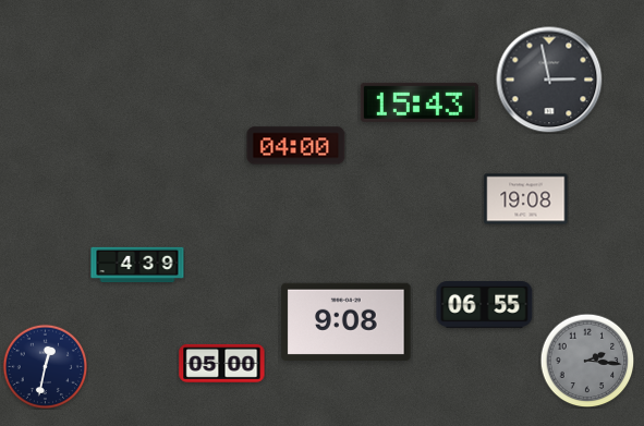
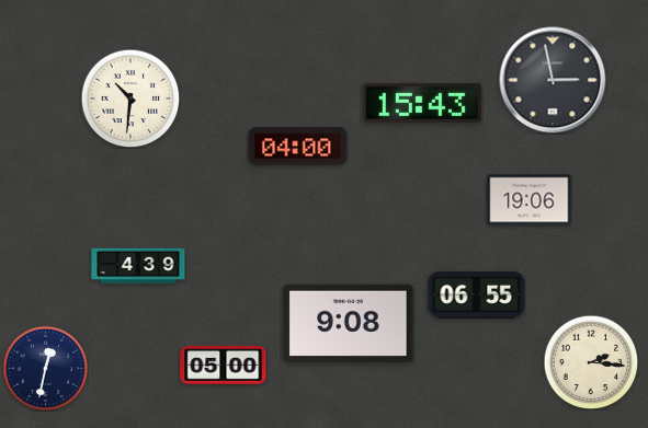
clock at (130, 99): none -> 10:31
clock at (526, 199): 19:08 -> 19:06
clock at (485, 305) position: (485, 305) -> (477, 296)
clock at (587, 361) dial: grey -> cream
